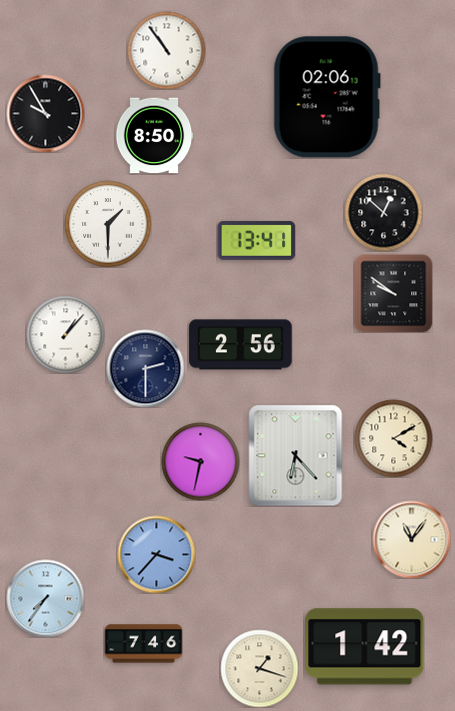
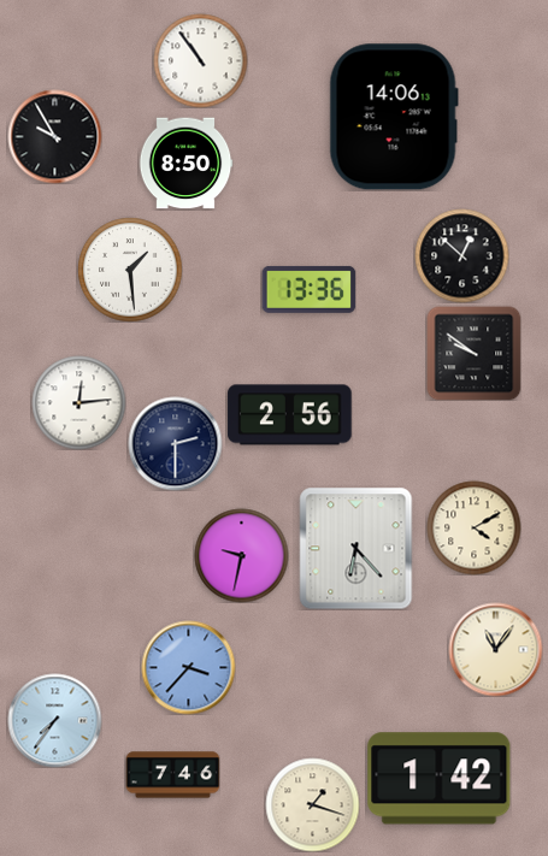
clock at (327, 97): 02:06 -> 14:06
clock at (108, 224): 1:30 -> 1:29
clock at (256, 240): 13:41 -> 13:36
clock at (65, 334): 1:07 -> 12:14
